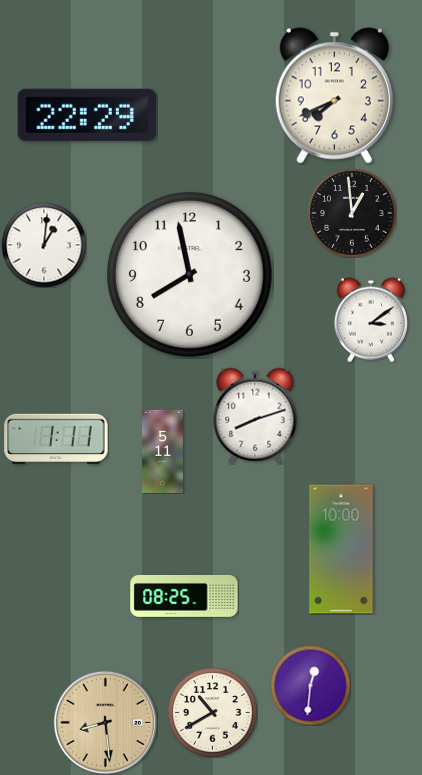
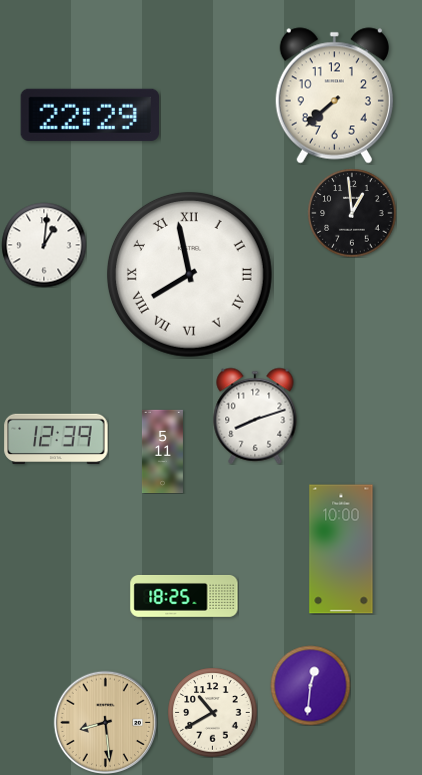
clock at (334, 96): 7:41 -> 7:38
clock at (87, 115) position: (87, 115) -> (90, 115)
clock at (189, 274) numerals: Arabic -> Roman
clock at (371, 320): 3:09 -> none
clock at (56, 439): 1:11 -> 12:39
clock at (184, 596): 08:25 -> 18:25
